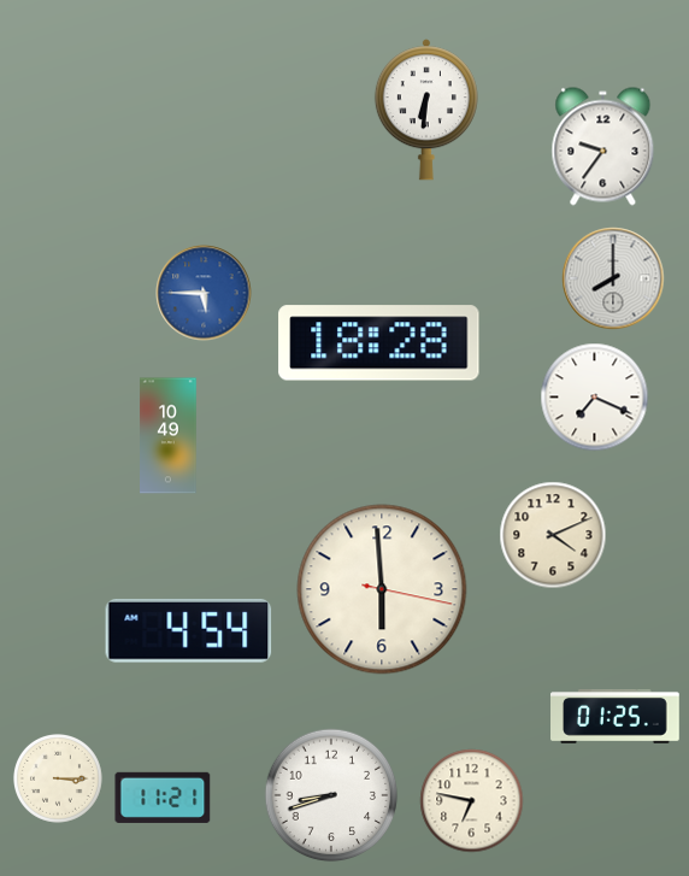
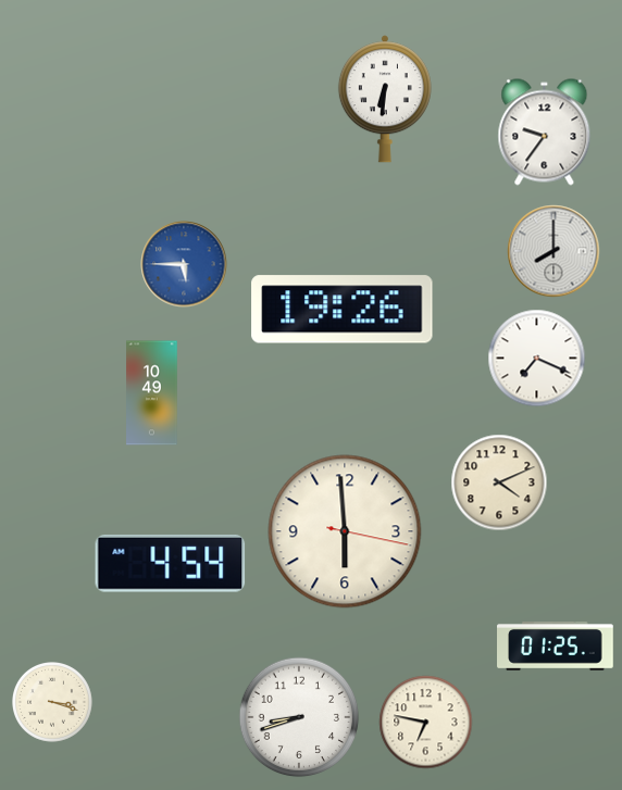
clock at (379, 343): 18:28 -> 19:26
clock at (189, 630) position: (189, 630) -> (171, 563)
clock at (59, 780): 3:15 -> 3:18
clock at (163, 798): 11:21 -> none
